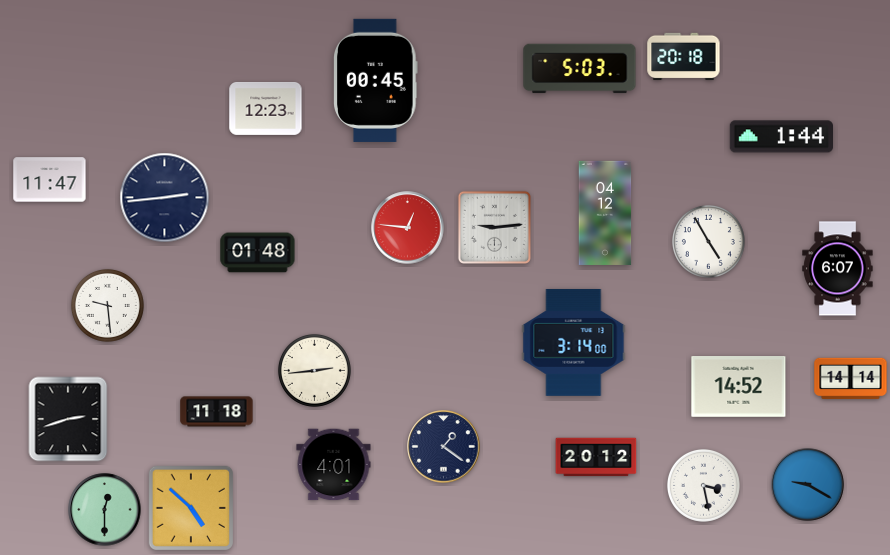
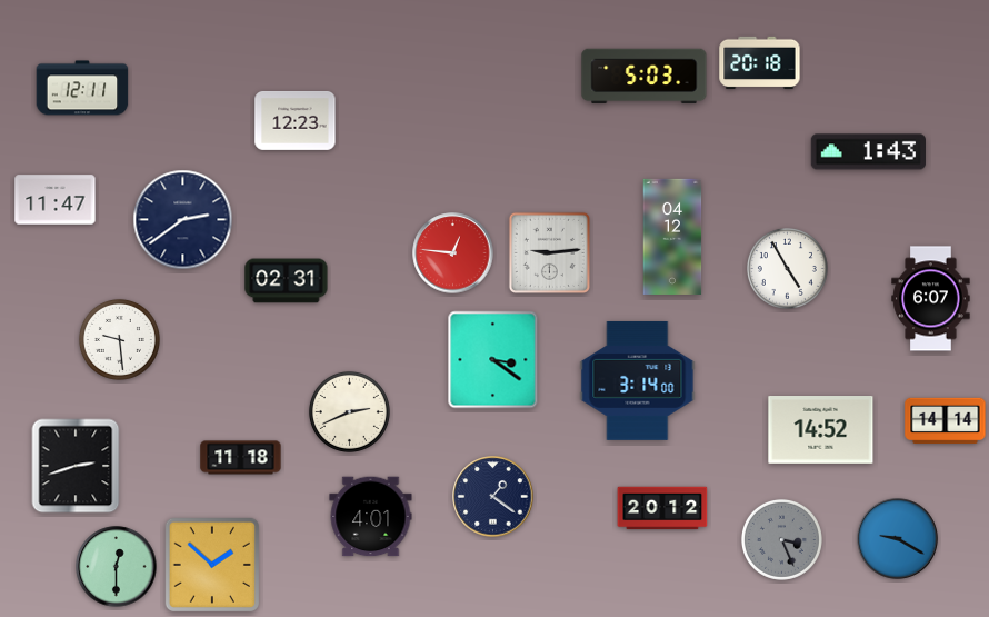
clock at (82, 88): none -> 12:11
clock at (376, 80): 00:45 -> none
clock at (781, 137): 1:44 -> 1:43
clock at (165, 198): 2:44 -> 2:39
clock at (258, 253): 01:48 -> 02:31
clock at (493, 360): none -> 3:21
clock at (314, 370): 2:44 -> 2:41
clock at (703, 485): 3:28 -> 3:26
clock at (703, 485) dial: white -> grey
clock at (190, 507): 4:52 -> 1:52
